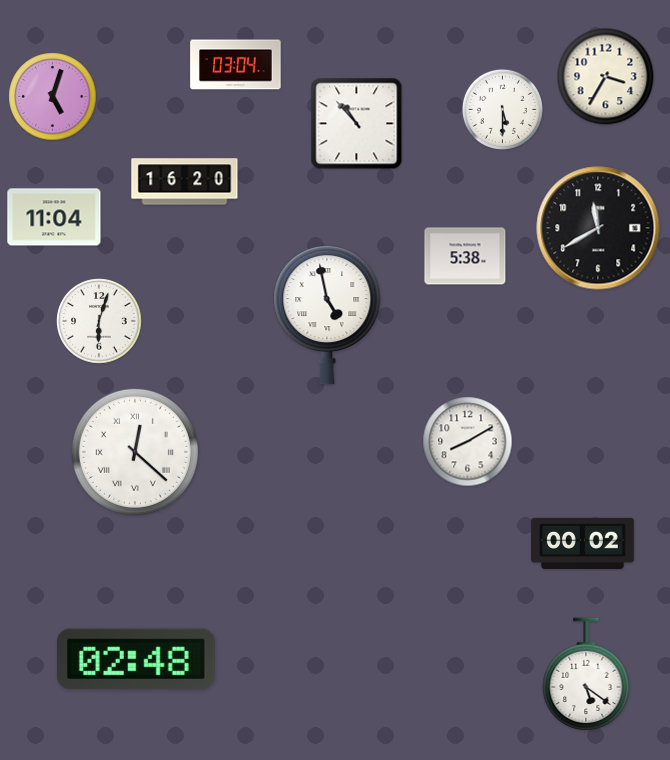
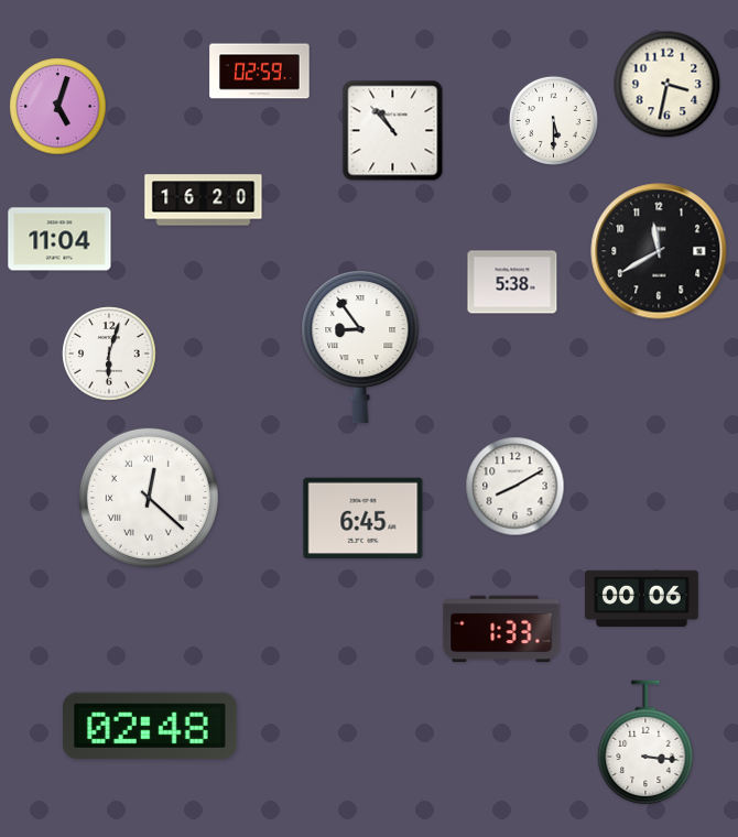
clock at (236, 65): 03:04 -> 02:59
clock at (606, 77): 3:35 -> 3:32
clock at (357, 124) position: (357, 124) -> (393, 131)
clock at (327, 316): 4:58 -> 8:54
clock at (363, 519): none -> 6:45
clock at (583, 543): 00:02 -> 00:06
clock at (501, 629): none -> 1:33
clock at (586, 675): 5:21 -> 3:16
